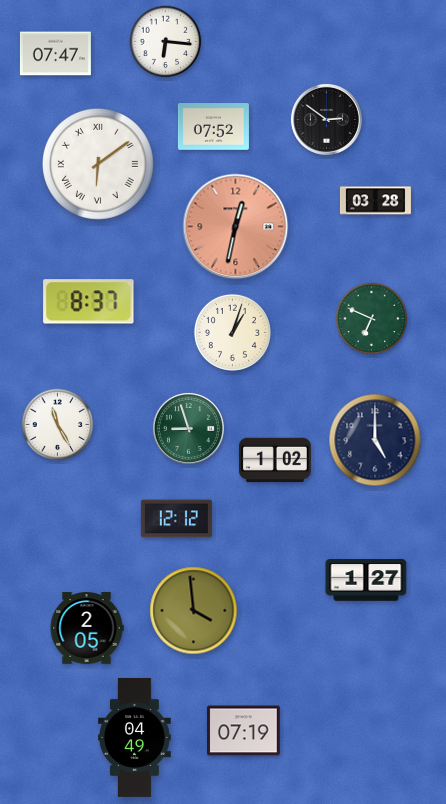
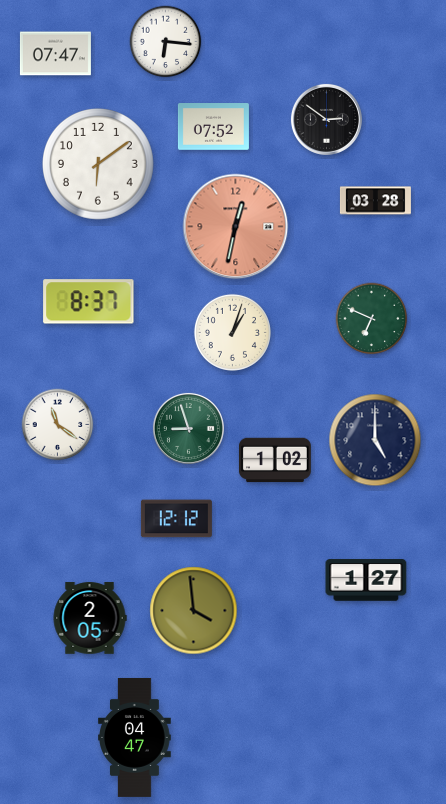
clock at (98, 164) numerals: Roman -> Arabic
clock at (58, 425): 11:25 -> 11:21
clock at (87, 628) position: (87, 628) -> (90, 618)
clock at (244, 731): 07:19 -> none
clock at (135, 737): 04:49 -> 04:47
